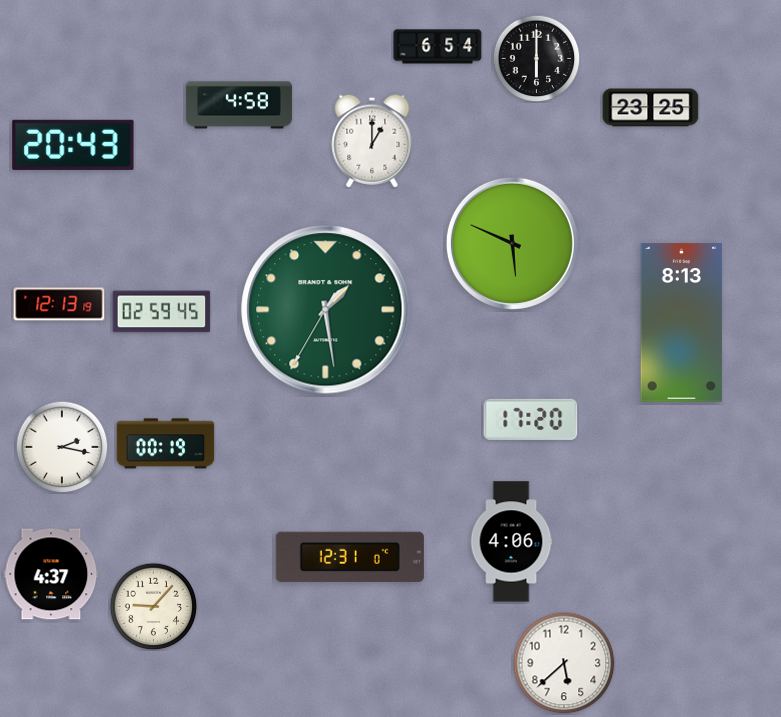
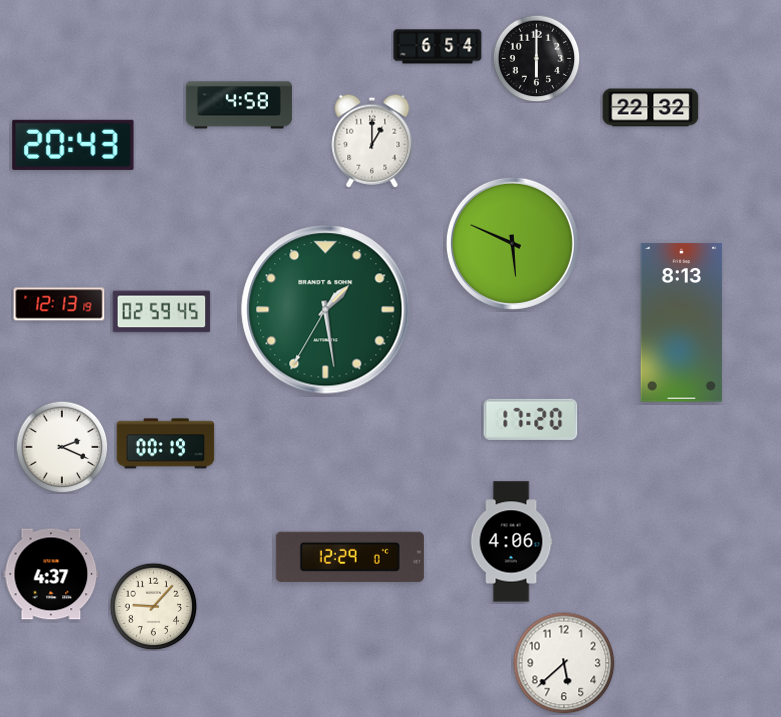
clock at (651, 108): 23:25 -> 22:32
clock at (62, 447): 2:17 -> 2:19
clock at (350, 557): 12:31 -> 12:29
